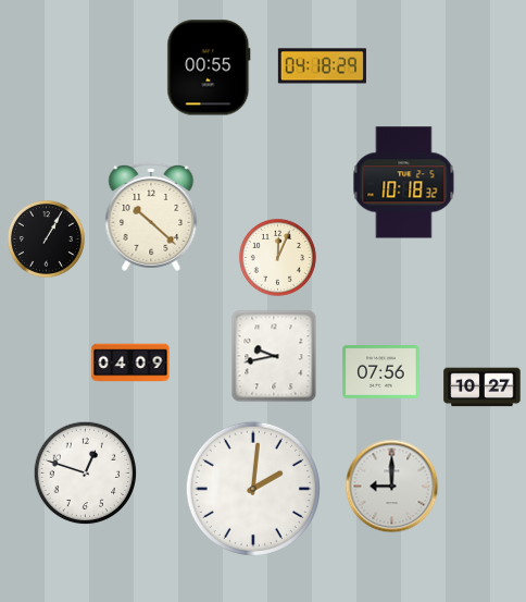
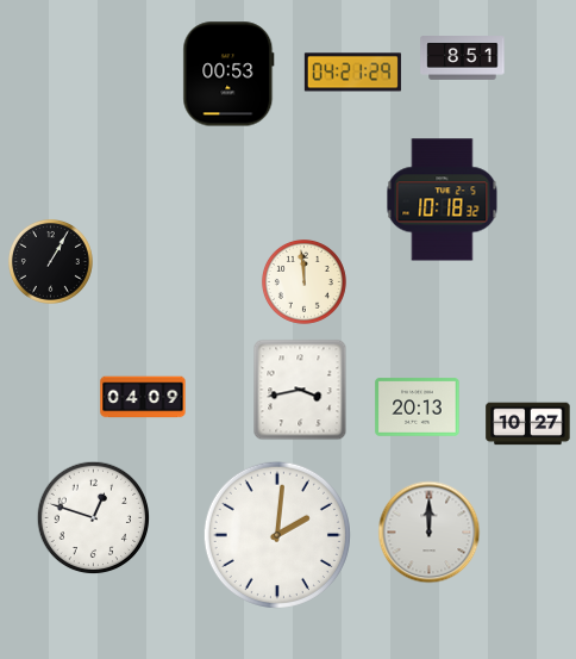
clock at (463, 58): none -> 8:51
clock at (322, 66): 04:18 -> 04:21
clock at (209, 67): 00:55 -> 00:53
clock at (151, 217): 10:22 -> none
clock at (277, 257): 12:04 -> 11:59
clock at (274, 356): 9:43 -> 3:43
clock at (381, 372): 07:56 -> 20:13
clock at (392, 487): 9:00 -> 12:00
